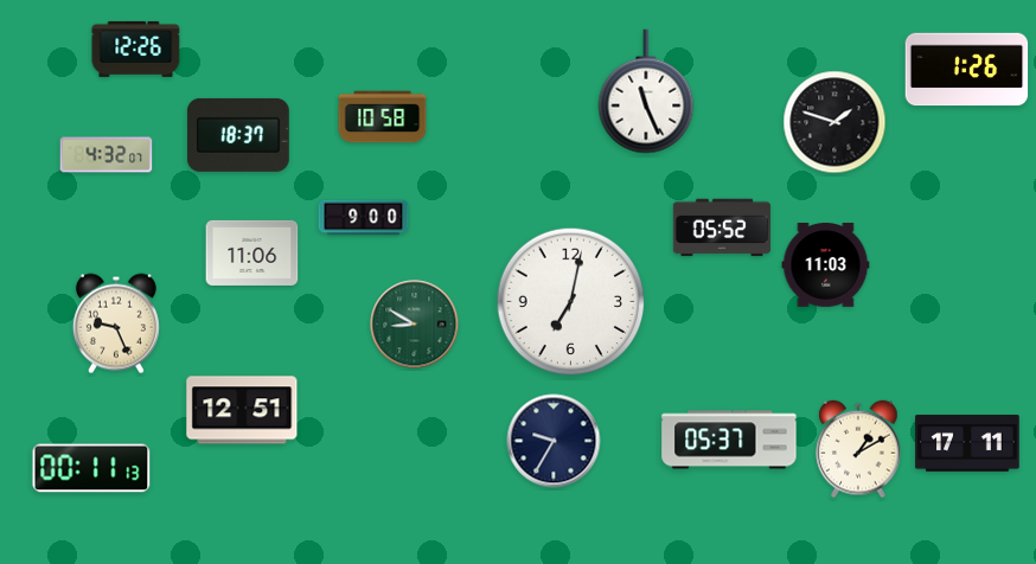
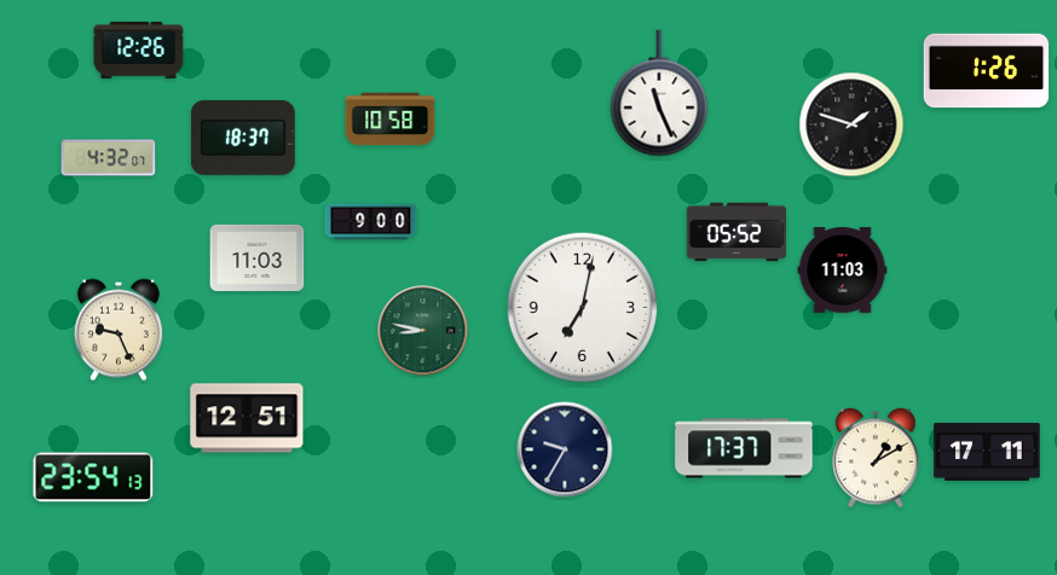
clock at (252, 252): 11:06 -> 11:03
clock at (415, 325): 8:50 -> 8:47
clock at (729, 440): 05:37 -> 17:37
clock at (91, 468): 00:11 -> 23:54
